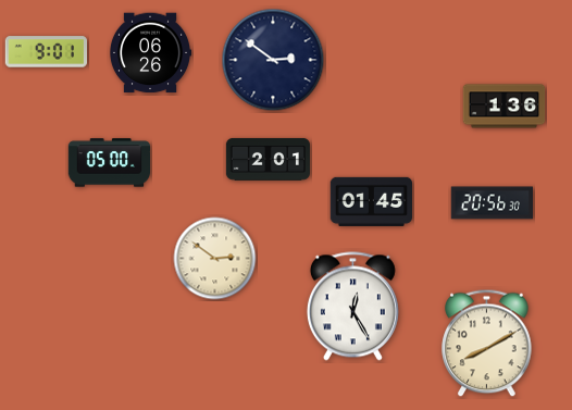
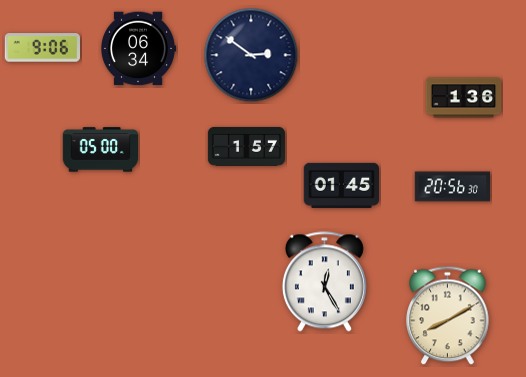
clock at (46, 52): 9:01 -> 9:06
clock at (150, 53): 06:26 -> 06:34
clock at (268, 159): 2:01 -> 1:57
clock at (215, 259): 2:51 -> none
